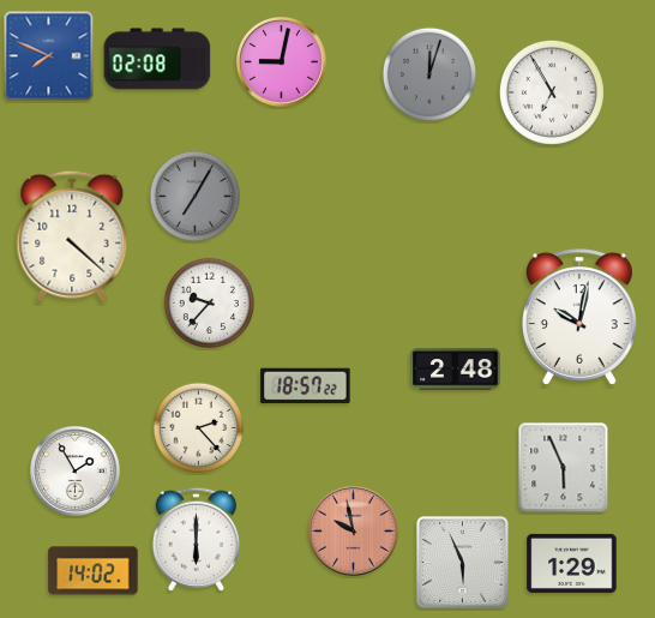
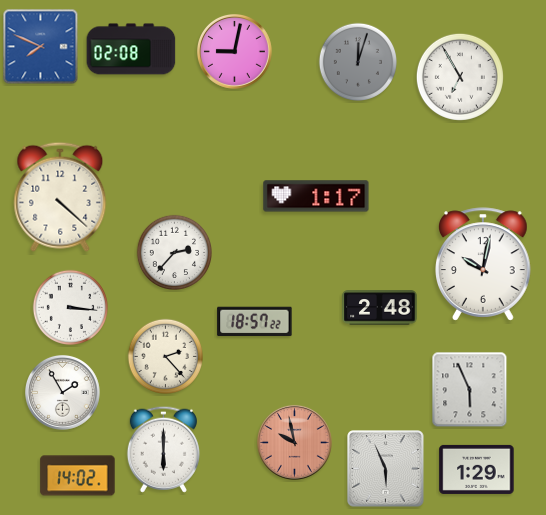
clock at (194, 196): 7:05 -> none
clock at (316, 196): none -> 1:17
clock at (209, 302): 9:37 -> 2:37
clock at (70, 307): none -> 3:16
